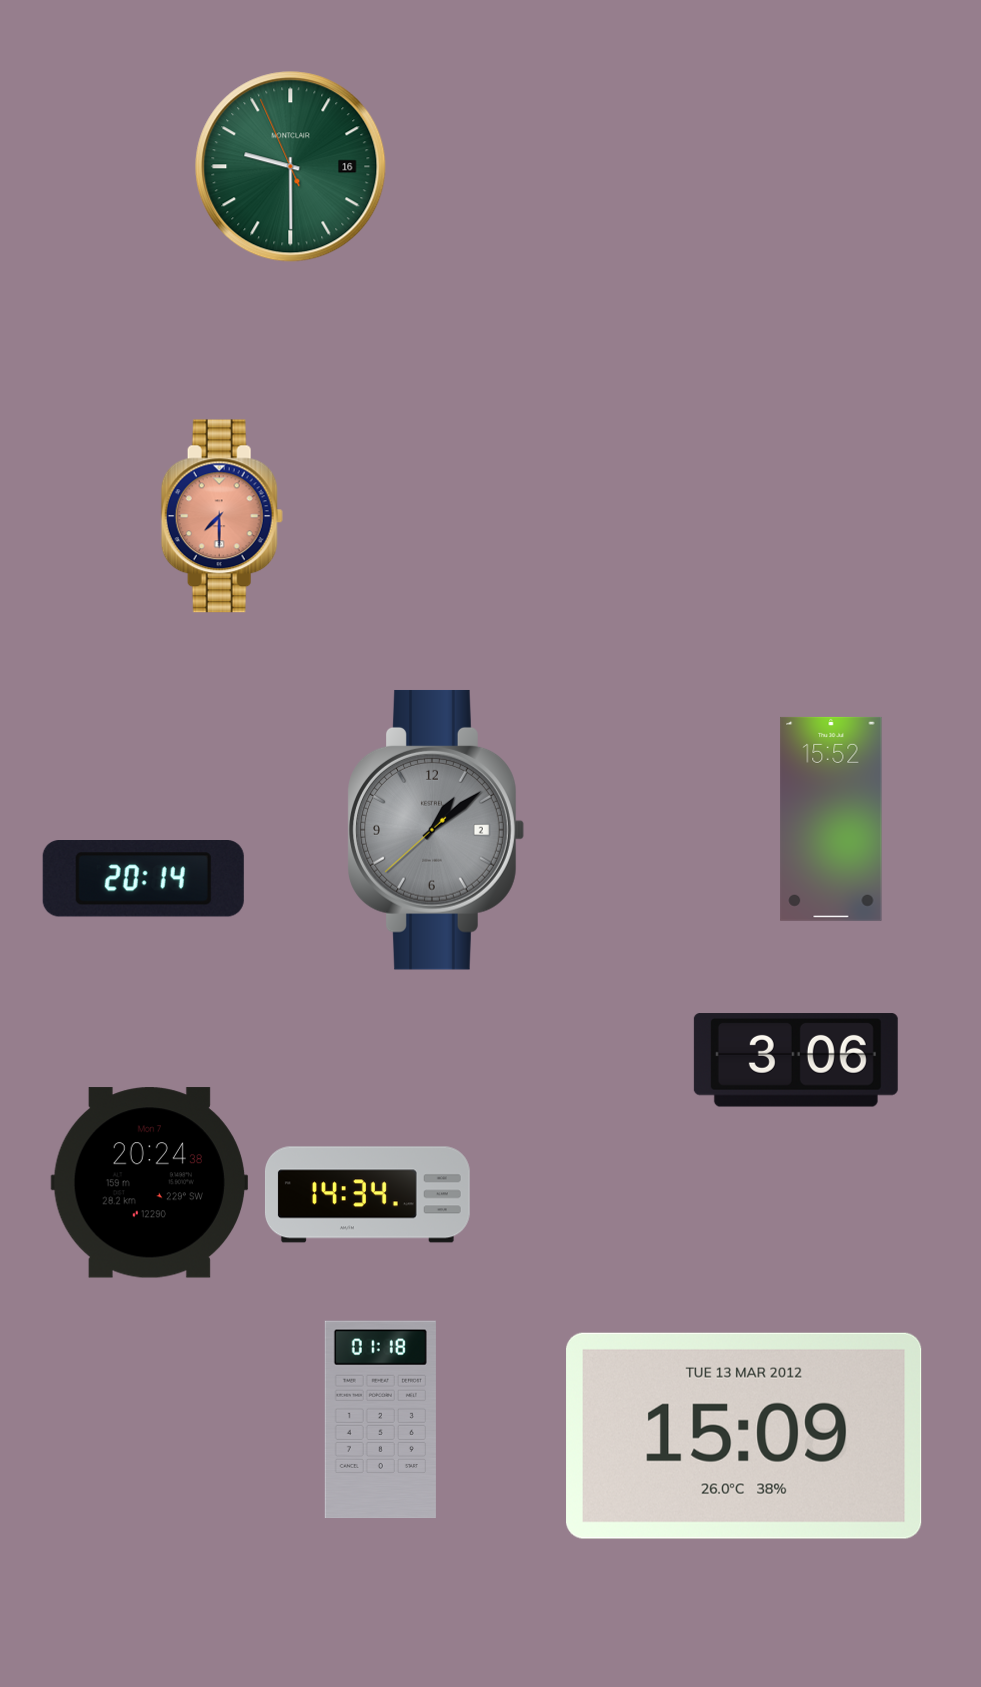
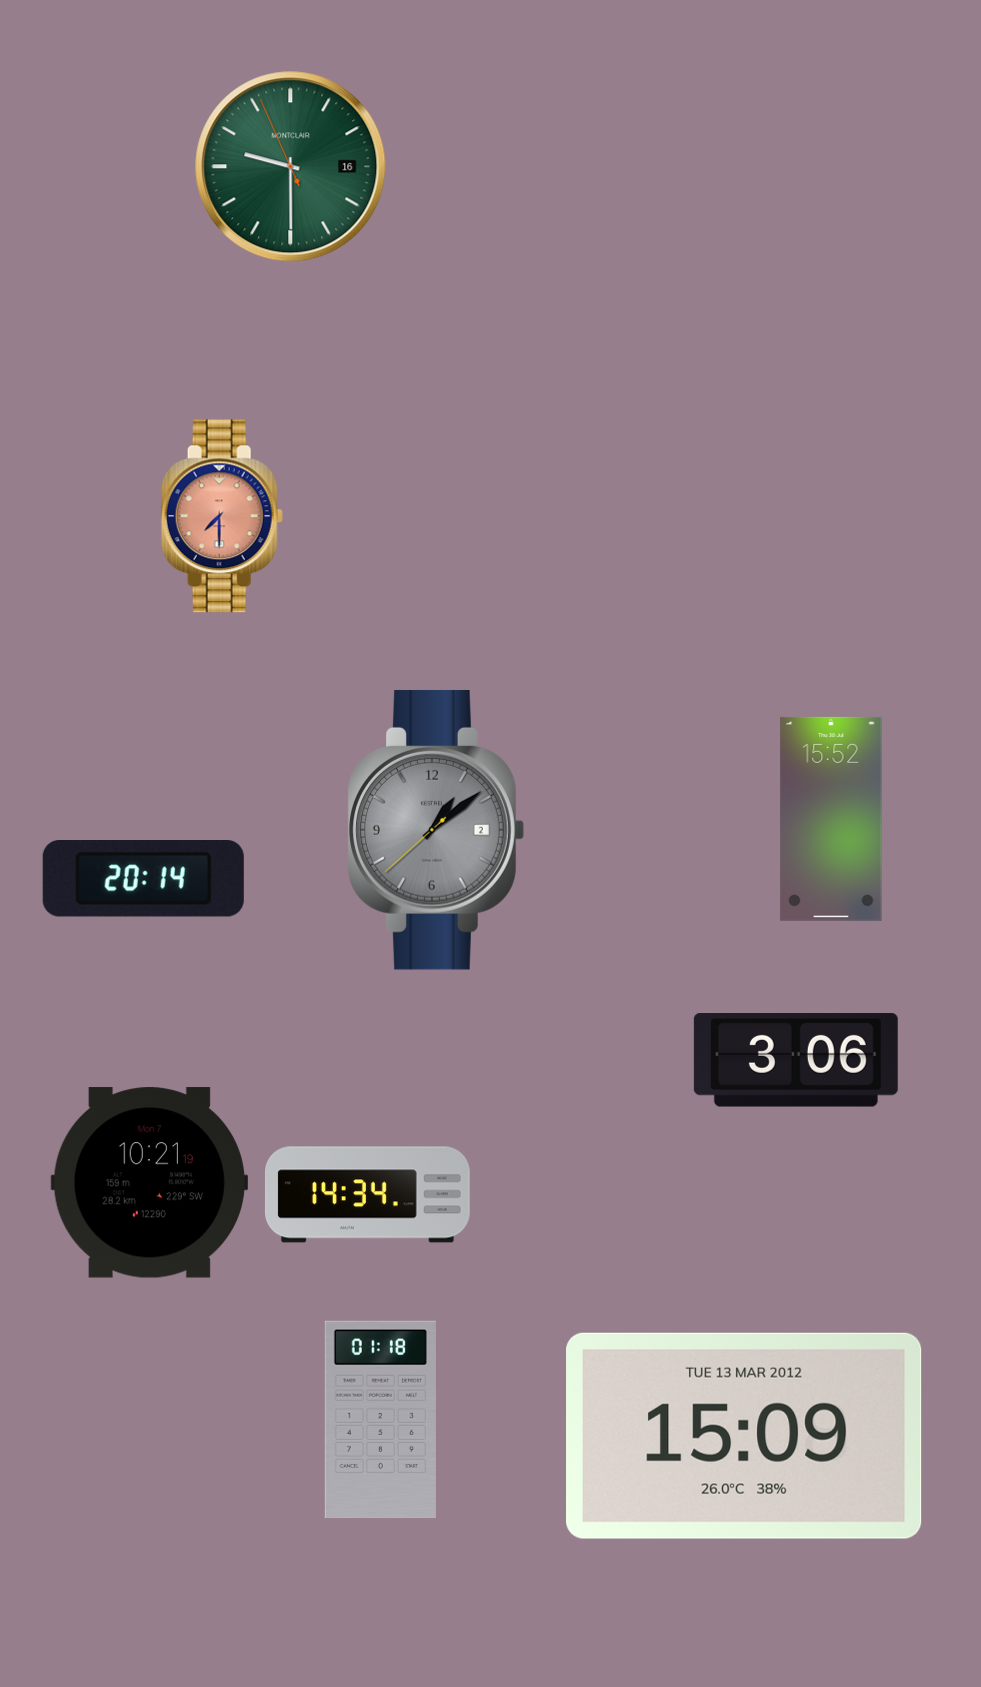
clock at (149, 1183): 20:24 -> 10:21
